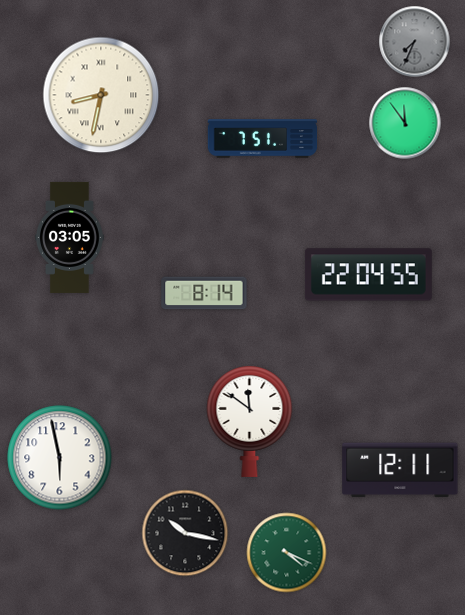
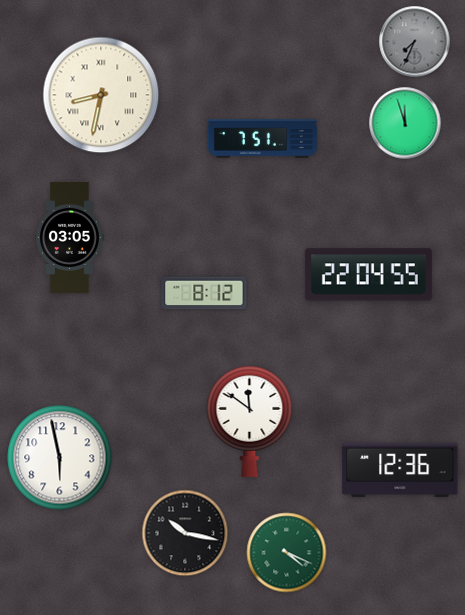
clock at (405, 123): 11:54 -> 11:57
clock at (204, 293): 8:14 -> 8:12
clock at (400, 470): 12:11 -> 12:36
